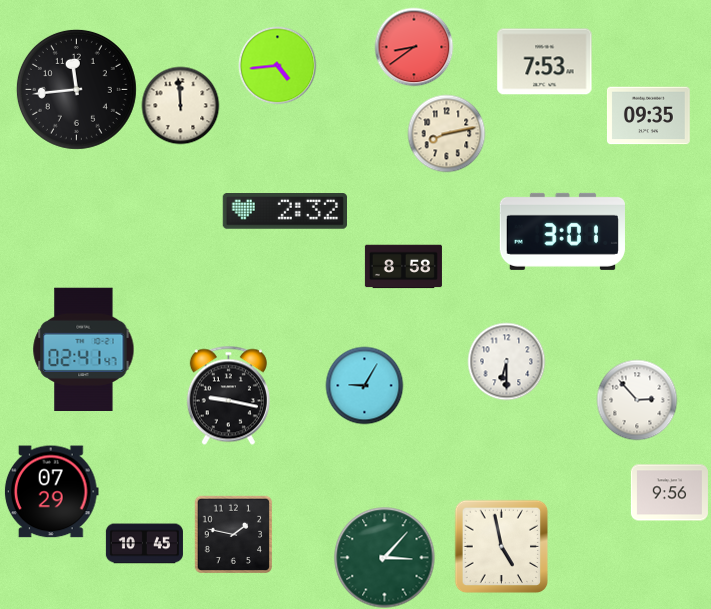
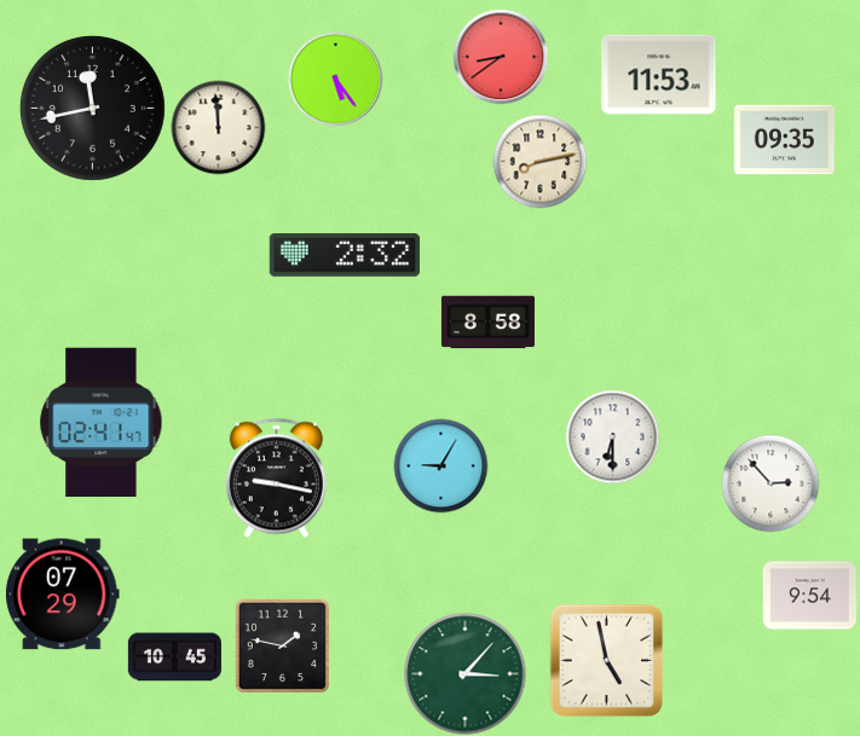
clock at (545, 62): 7:53 -> 11:53
clock at (277, 65): 4:44 -> 5:24
clock at (76, 89): 11:44 -> 11:43
clock at (562, 231): 3:01 -> none
clock at (669, 493): 9:56 -> 9:54
